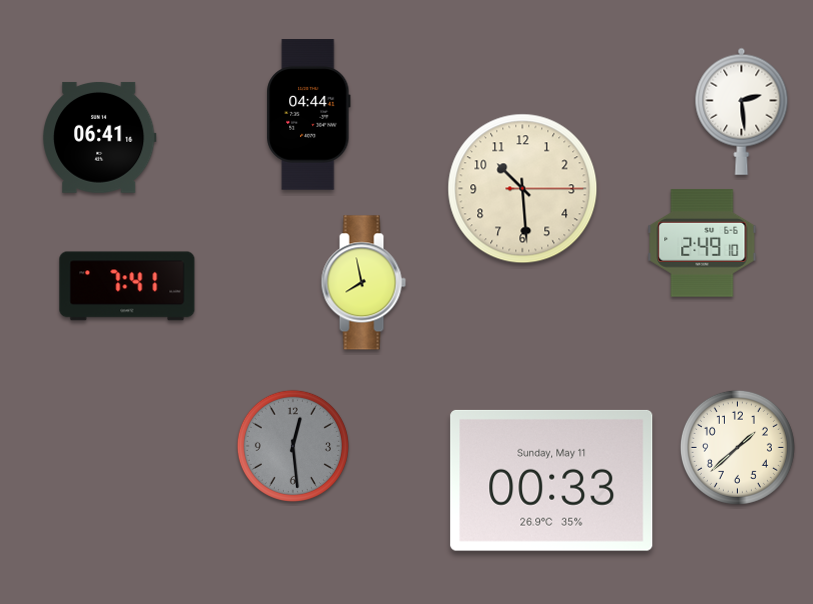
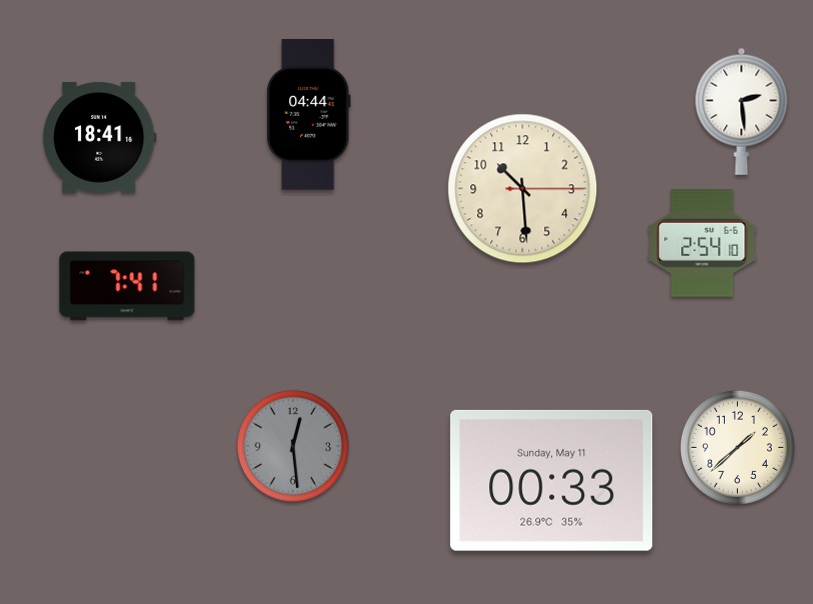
clock at (99, 137): 06:41 -> 18:41
clock at (702, 243): 2:49 -> 2:54
clock at (363, 283): 7:58 -> none
